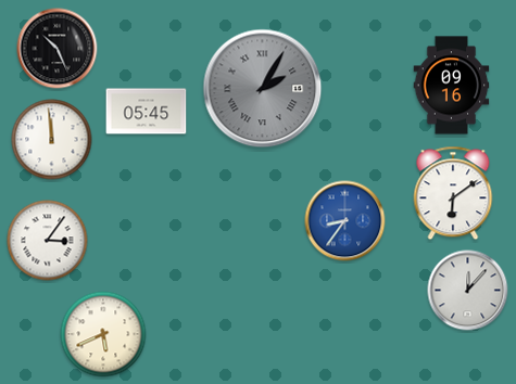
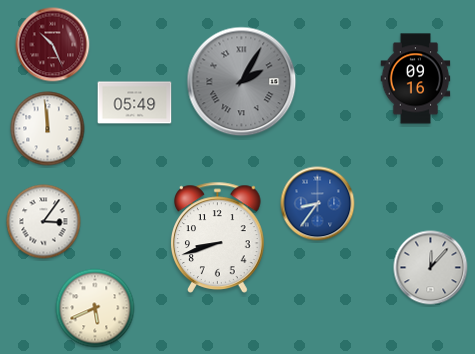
clock at (58, 49) dial: black -> burgundy
clock at (147, 112): 05:45 -> 05:49
clock at (453, 193): 6:09 -> none
clock at (218, 237): none -> 8:42
